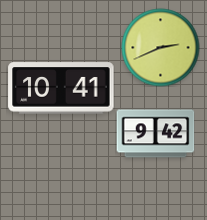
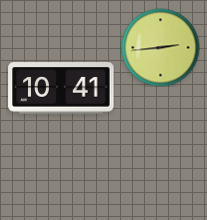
clock at (160, 47): 2:41 -> 2:44
clock at (155, 134): 9:42 -> none
